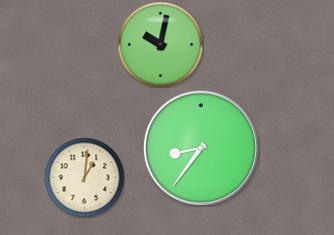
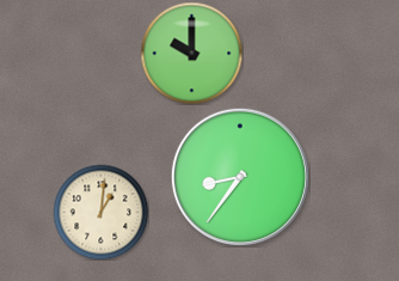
clock at (160, 44): 10:02 -> 10:00
